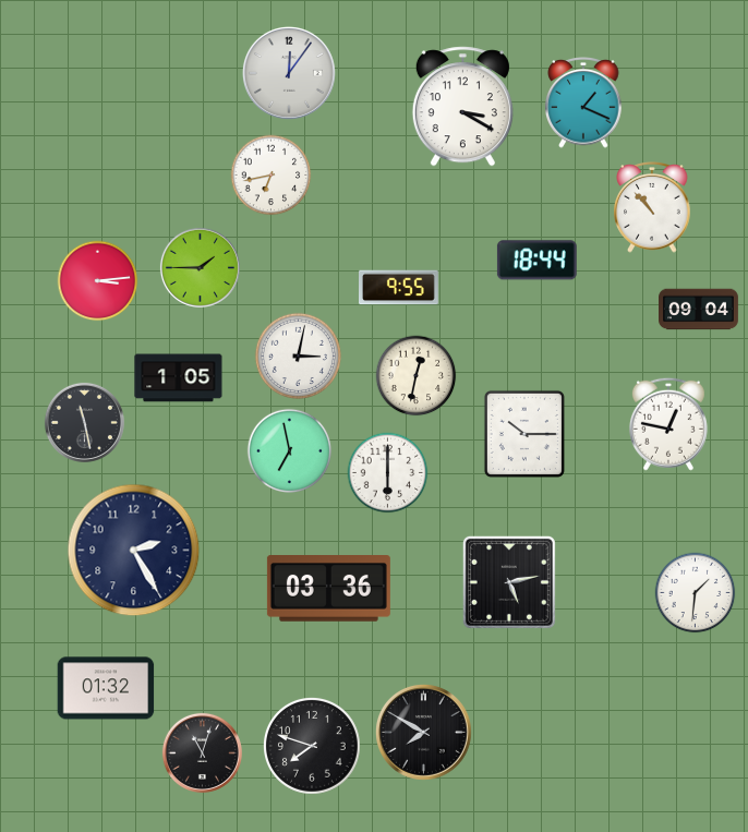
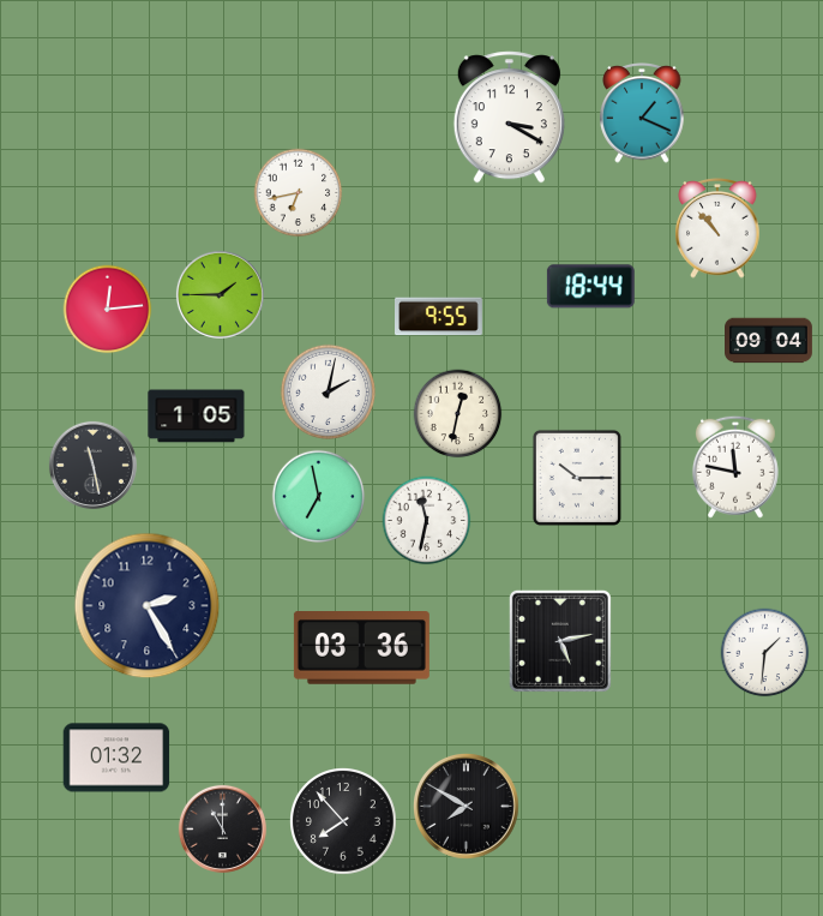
clock at (289, 73): 12:06 -> none
clock at (98, 281): 3:14 -> 12:14
clock at (298, 355): 3:02 -> 2:02
clock at (668, 424): 12:47 -> 11:47
clock at (388, 473): 6:00 -> 11:32
clock at (313, 747): 7:48 -> 7:53
clock at (202, 752): 11:03 -> 11:00
